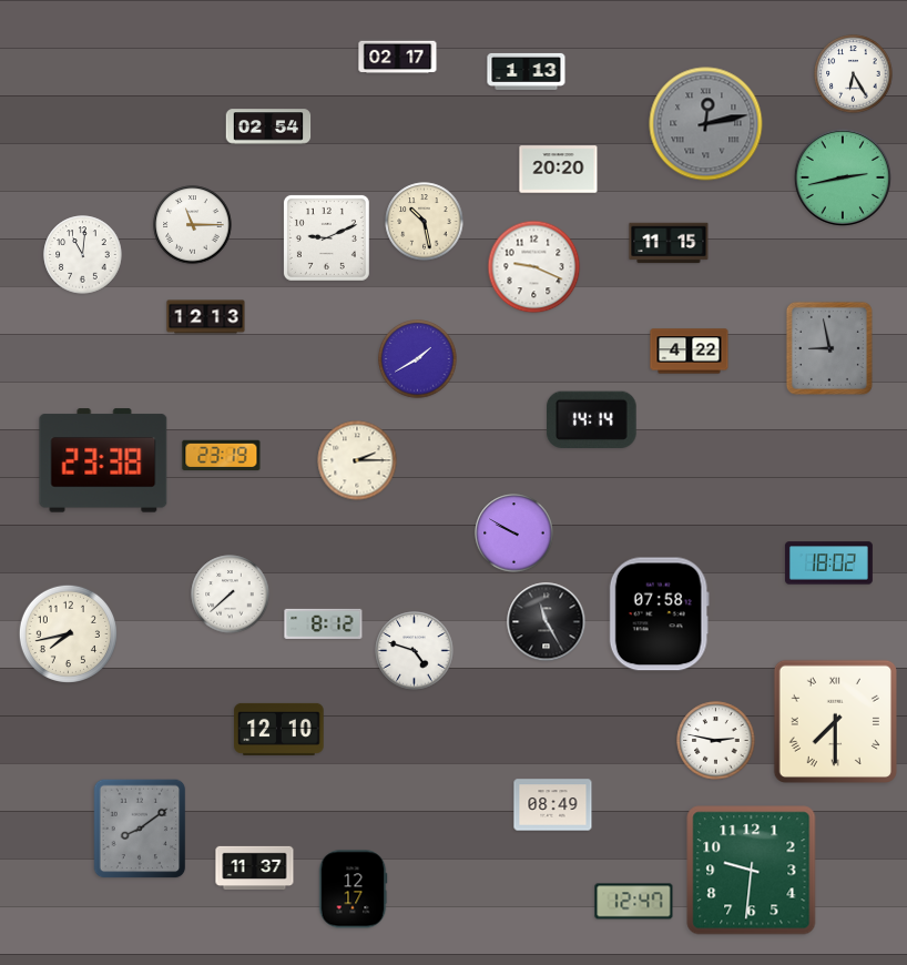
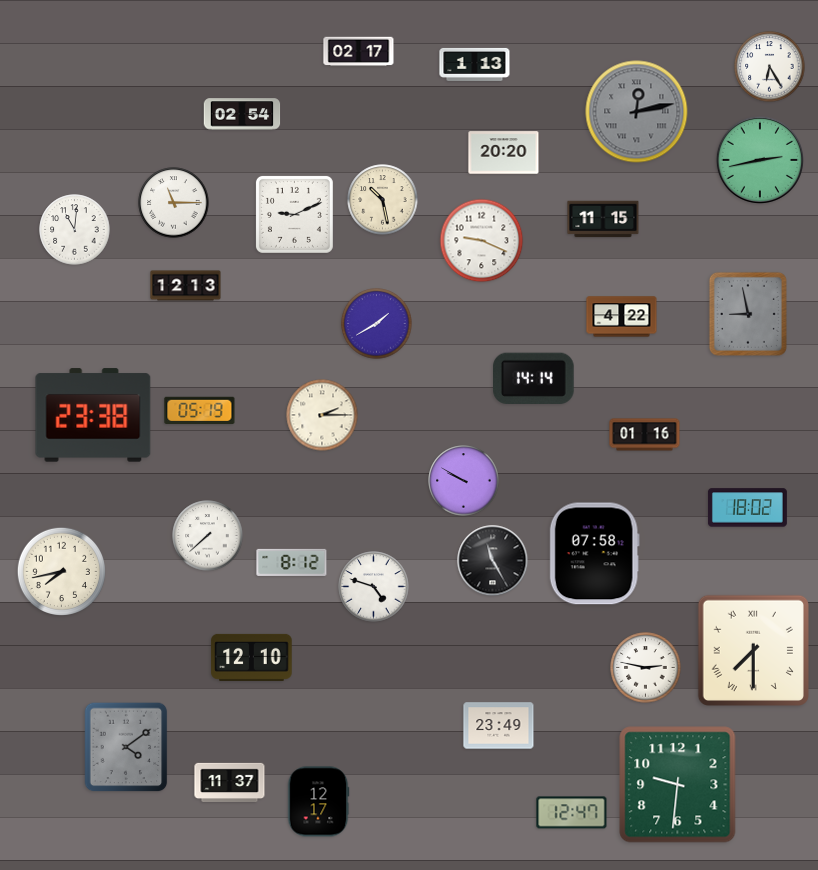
clock at (222, 455): 23:19 -> 05:19
clock at (645, 435): none -> 01:16
clock at (553, 805): 08:49 -> 23:49
clock at (140, 829): 8:09 -> 4:09
